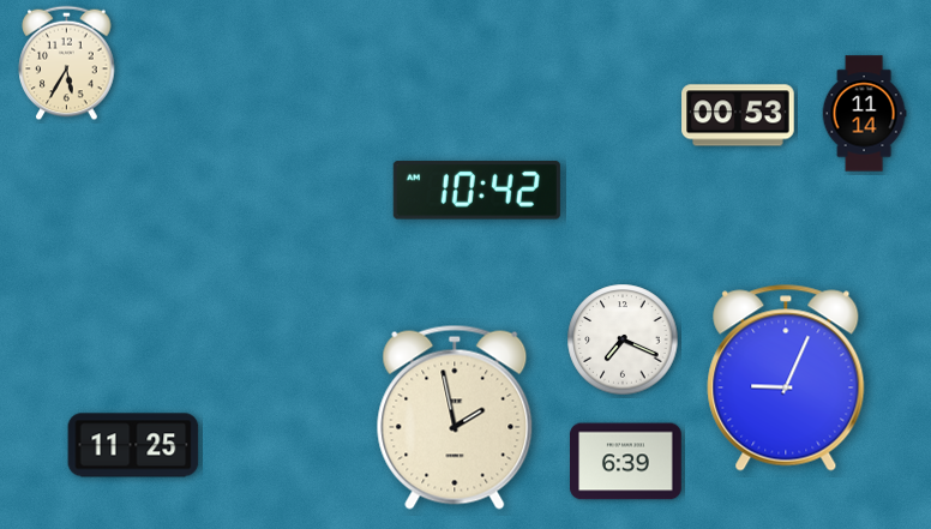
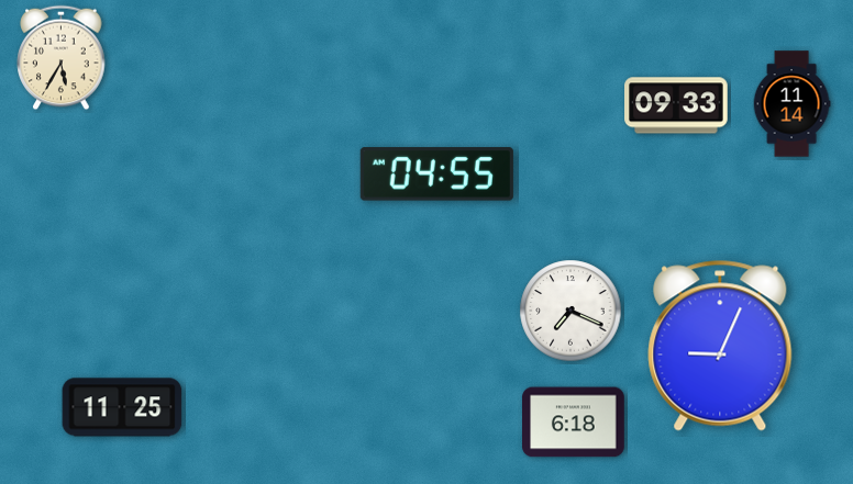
clock at (738, 115): 00:53 -> 09:33
clock at (476, 191): 10:42 -> 04:55
clock at (455, 417): 1:58 -> none
clock at (626, 462): 6:39 -> 6:18
